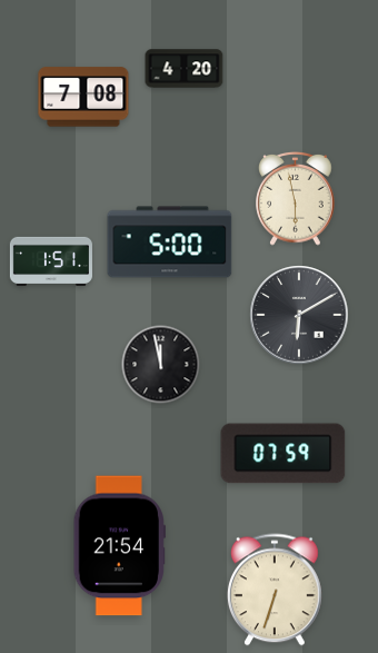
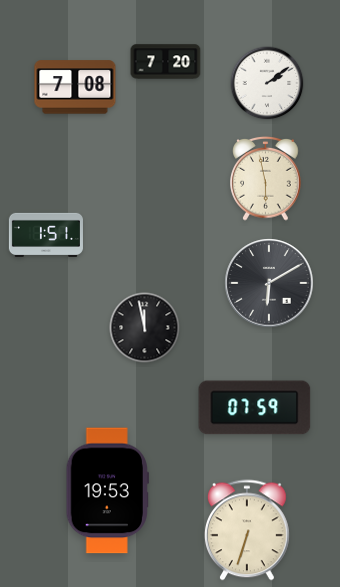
clock at (185, 69): 4:20 -> 7:20
clock at (267, 83): none -> 2:09
clock at (170, 243): 5:00 -> none
clock at (119, 546): 21:54 -> 19:53
